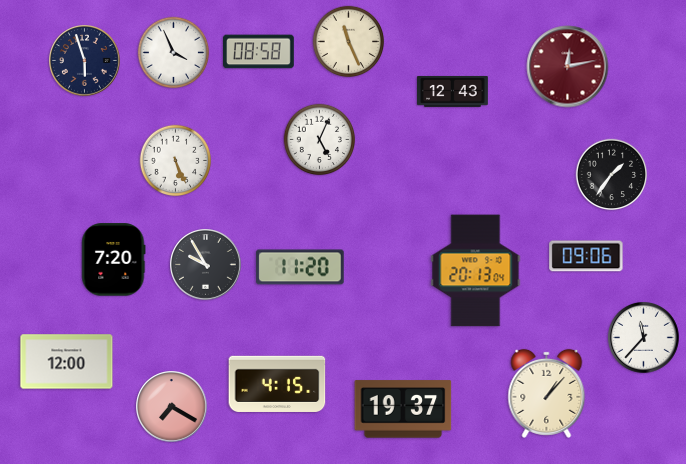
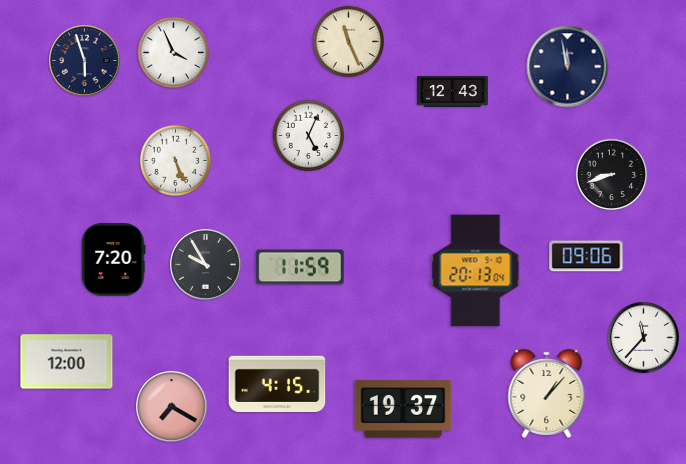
clock at (259, 52): 08:58 -> none
clock at (568, 67): 12:13 -> 11:58
clock at (568, 67) dial: burgundy -> navy
clock at (320, 140) position: (320, 140) -> (309, 136)
clock at (612, 175): 1:36 -> 8:42
clock at (300, 267): 11:20 -> 11:59
